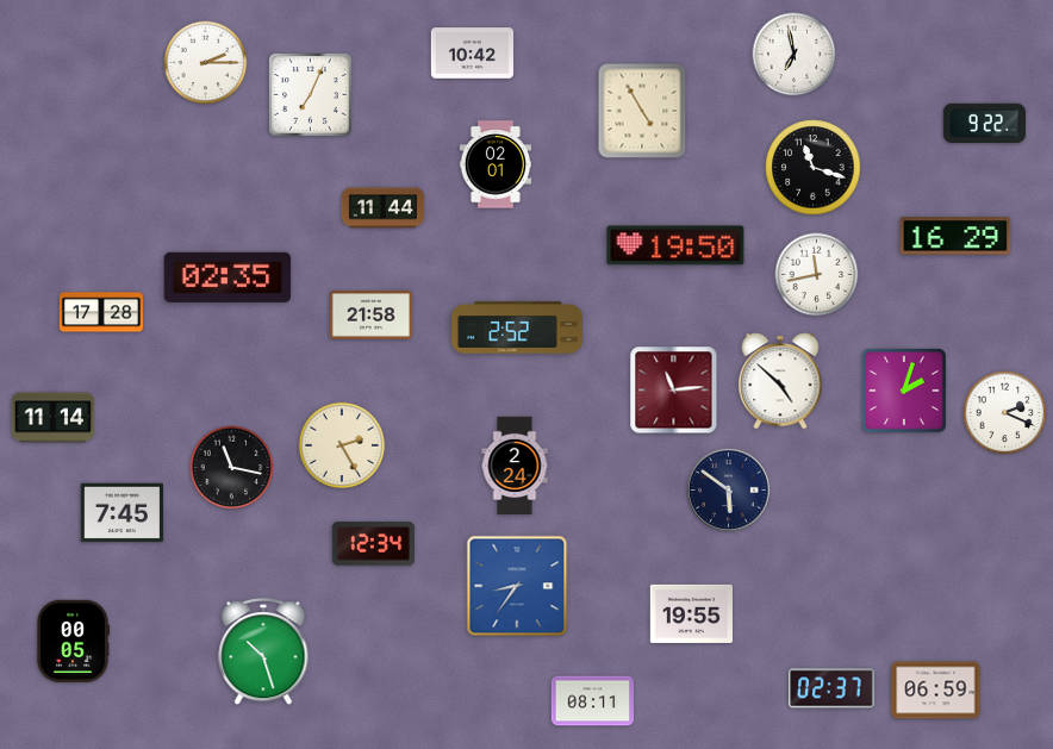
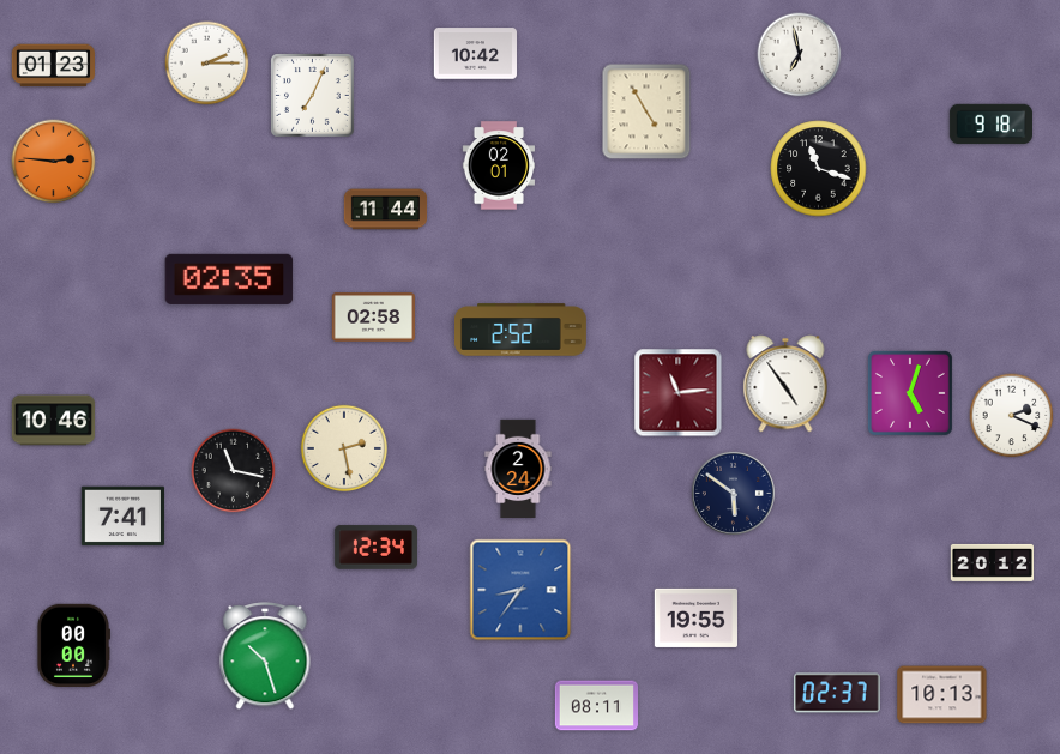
clock at (53, 66): none -> 01:23
clock at (985, 124): 9:22 -> 9:18
clock at (54, 162): none -> 2:46
clock at (955, 236): 16:29 -> none
clock at (675, 245): 19:50 -> none
clock at (817, 275): 11:43 -> none
clock at (101, 312): 17:28 -> none
clock at (370, 316): 21:58 -> 02:58
clock at (780, 381): 4:52 -> 4:54
clock at (904, 391): 2:03 -> 5:03
clock at (54, 418): 11:14 -> 10:46
clock at (342, 445): 2:25 -> 2:28
clock at (121, 513): 7:45 -> 7:41
clock at (992, 562): none -> 20:12
clock at (73, 641): 00:05 -> 00:00
clock at (936, 691): 06:59 -> 10:13
